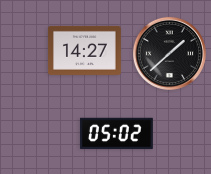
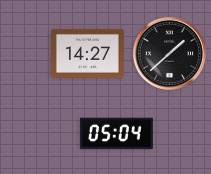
clock at (85, 50) position: (85, 50) -> (88, 53)
clock at (117, 134): 05:02 -> 05:04
